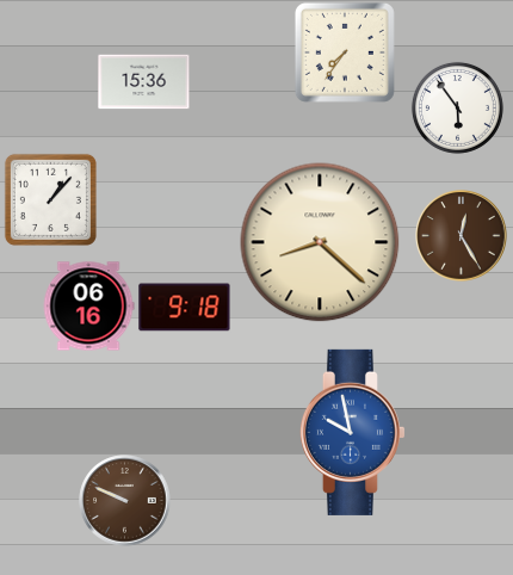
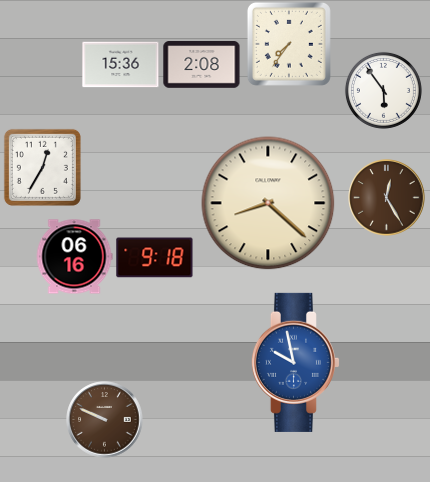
clock at (202, 65): none -> 2:08
clock at (144, 82) position: (144, 82) -> (121, 65)
clock at (50, 199): 1:07 -> 12:35
